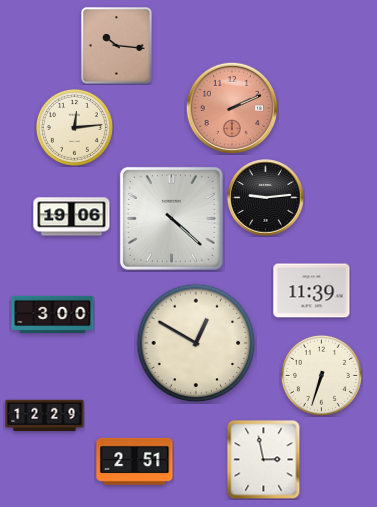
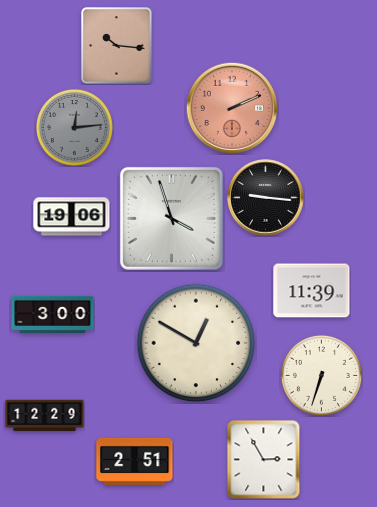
clock at (74, 127) dial: cream -> grey
clock at (266, 198): 9:14 -> 9:16
clock at (171, 218): 4:22 -> 3:57
clock at (264, 460): 2:58 -> 2:55
